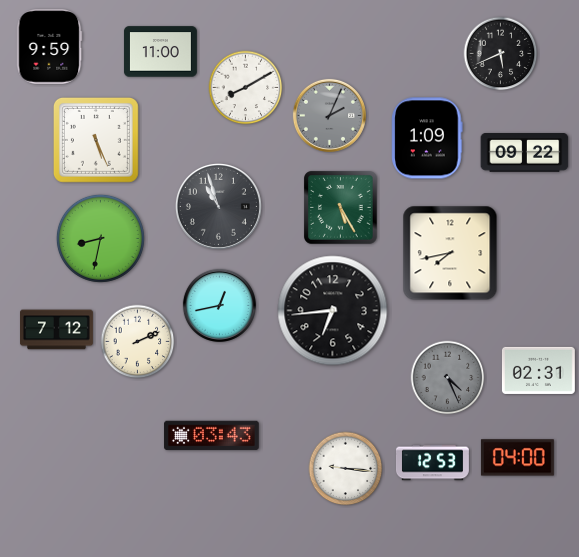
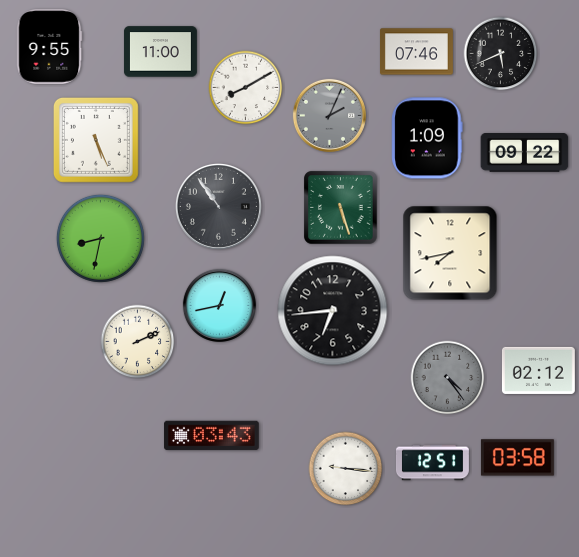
clock at (50, 47): 9:59 -> 9:55
clock at (416, 52): none -> 07:46
clock at (218, 206): 10:57 -> 10:54
clock at (341, 208): 5:25 -> 5:27
clock at (57, 330): 7:12 -> none
clock at (538, 370): 02:31 -> 02:12
clock at (448, 378): 4:26 -> 4:24
clock at (517, 458): 04:00 -> 03:58
clock at (432, 463): 12:53 -> 12:51
